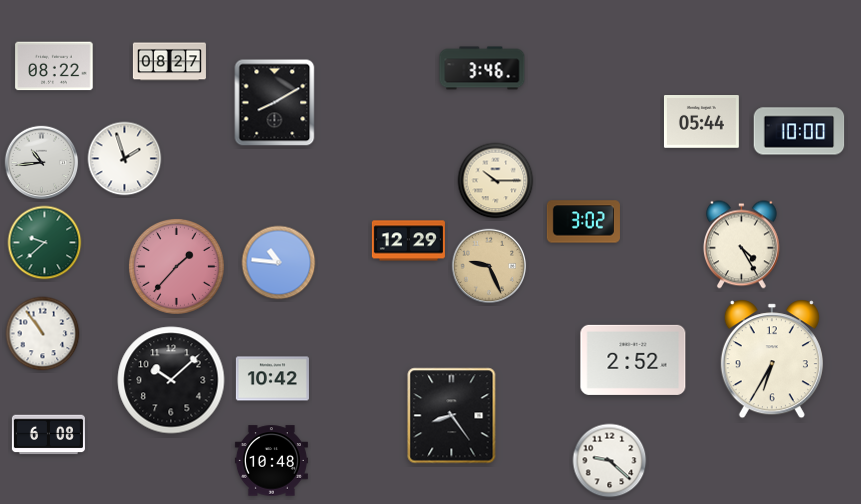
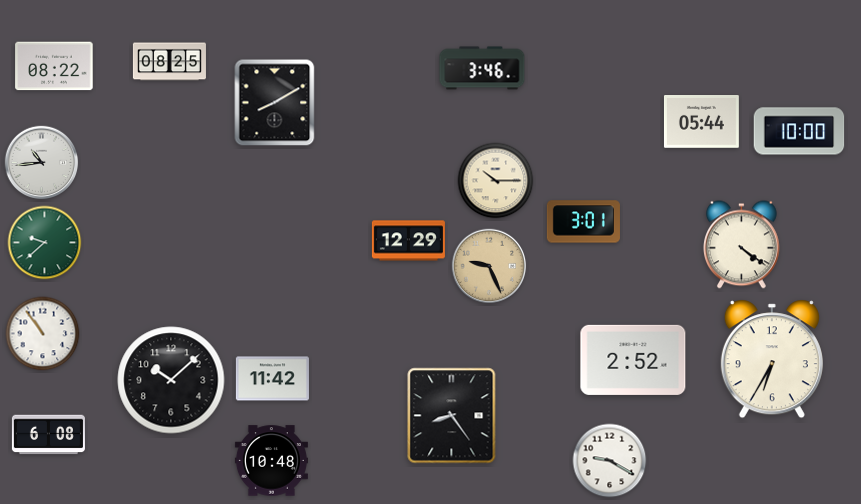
clock at (169, 62): 08:27 -> 08:25
clock at (125, 159): 1:57 -> none
clock at (583, 222): 3:02 -> 3:01
clock at (741, 245): 4:25 -> 4:21
clock at (279, 263): 10:46 -> none
clock at (176, 266): 1:37 -> none
clock at (272, 379): 10:42 -> 11:42
clock at (610, 461): 9:22 -> 9:20
